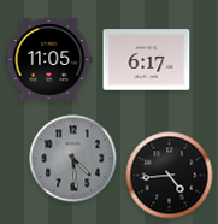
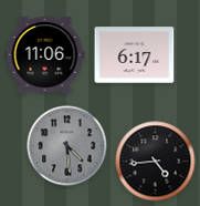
clock at (49, 59): 11:05 -> 11:06
